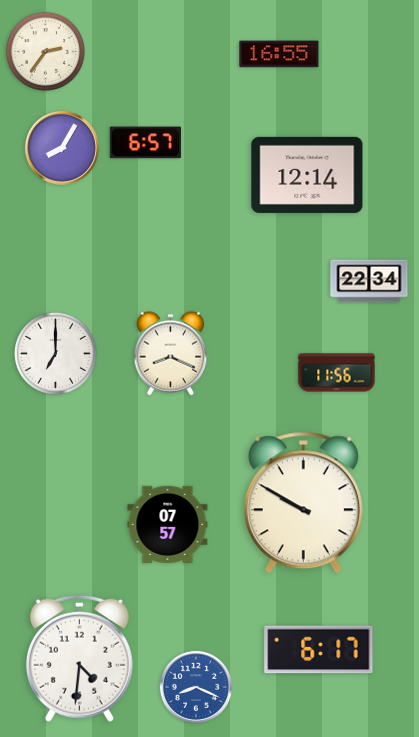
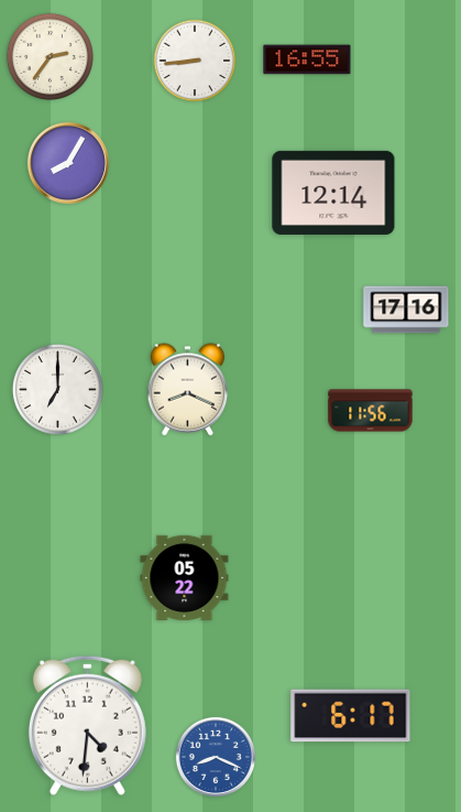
clock at (195, 61): none -> 8:44
clock at (145, 143): 6:57 -> none
clock at (307, 175) position: (307, 175) -> (333, 193)
clock at (369, 281): 22:34 -> 17:16
clock at (55, 353) position: (55, 353) -> (57, 389)
clock at (303, 503): 9:50 -> none
clock at (168, 524): 07:57 -> 05:22
